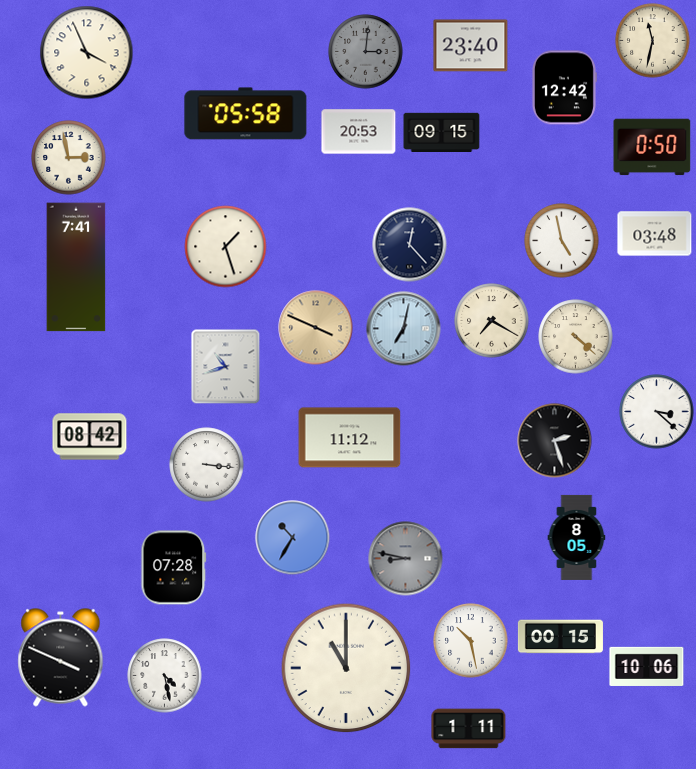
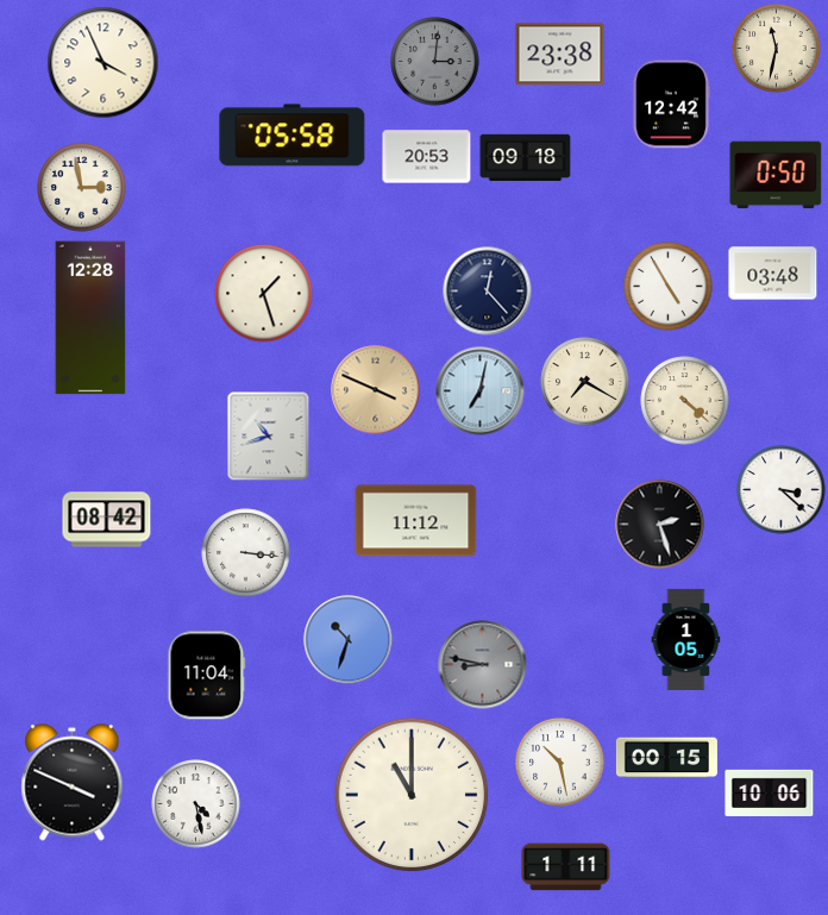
clock at (471, 46): 23:40 -> 23:38
clock at (442, 133): 09:15 -> 09:18
clock at (655, 234) position: (655, 234) -> (773, 274)
clock at (562, 241): 4:58 -> 4:55
clock at (226, 247) position: (226, 247) -> (264, 294)
clock at (76, 267): 7:41 -> 12:28
clock at (577, 537): 8:05 -> 1:05
clock at (293, 538): 10:35 -> 10:33
clock at (174, 568): 07:28 -> 11:04
clock at (469, 729) position: (469, 729) -> (566, 867)
